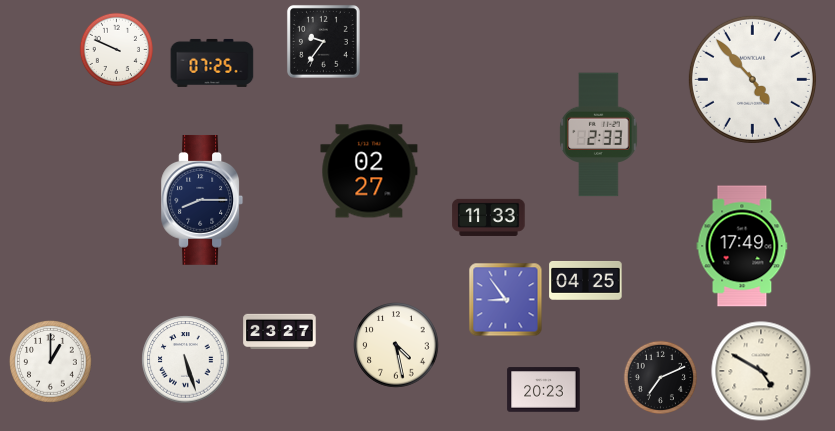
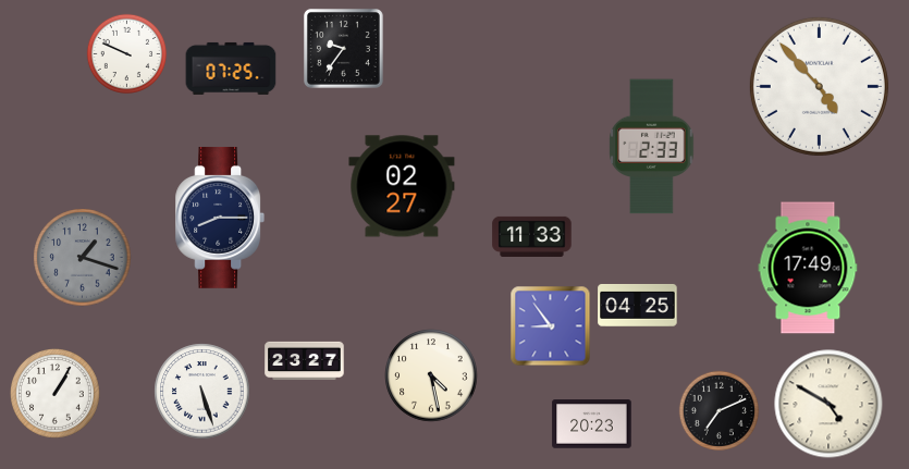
clock at (323, 41) position: (323, 41) -> (343, 48)
clock at (83, 258): none -> 1:18
clock at (51, 362): 1:00 -> 1:05
